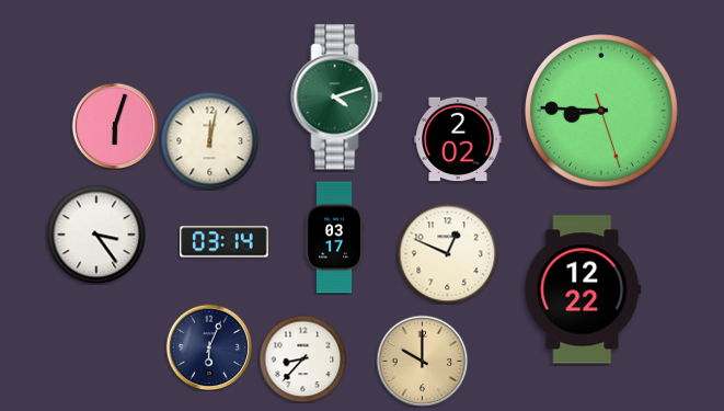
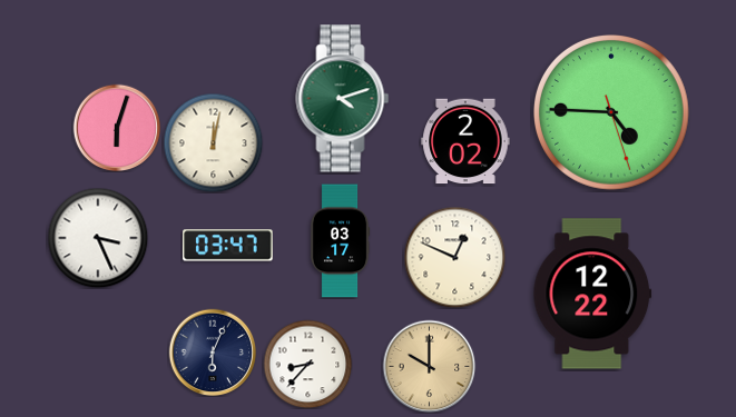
clock at (602, 112): 8:45 -> 4:45
clock at (96, 235): 3:24 -> 3:26
clock at (225, 242): 03:14 -> 03:47
